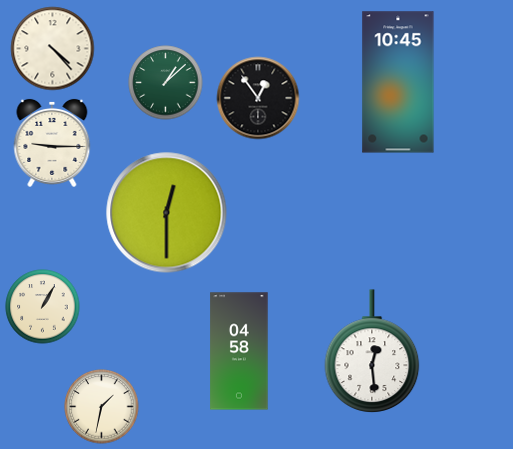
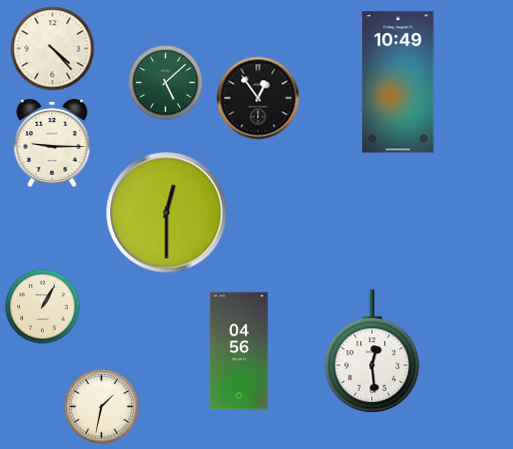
clock at (398, 82): 10:45 -> 10:49
clock at (166, 83): 1:08 -> 5:08
clock at (239, 351): 04:58 -> 04:56
